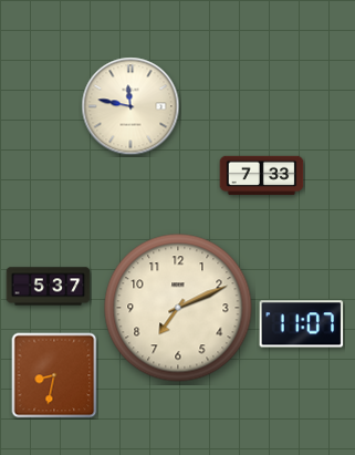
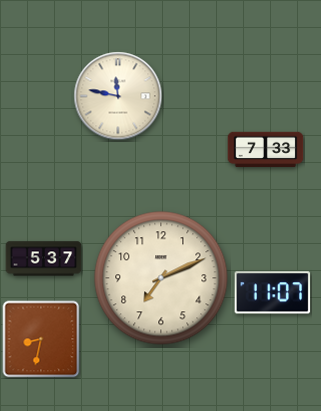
clock at (262, 176) position: (262, 176) -> (266, 150)
clock at (54, 375) position: (54, 375) -> (41, 339)
